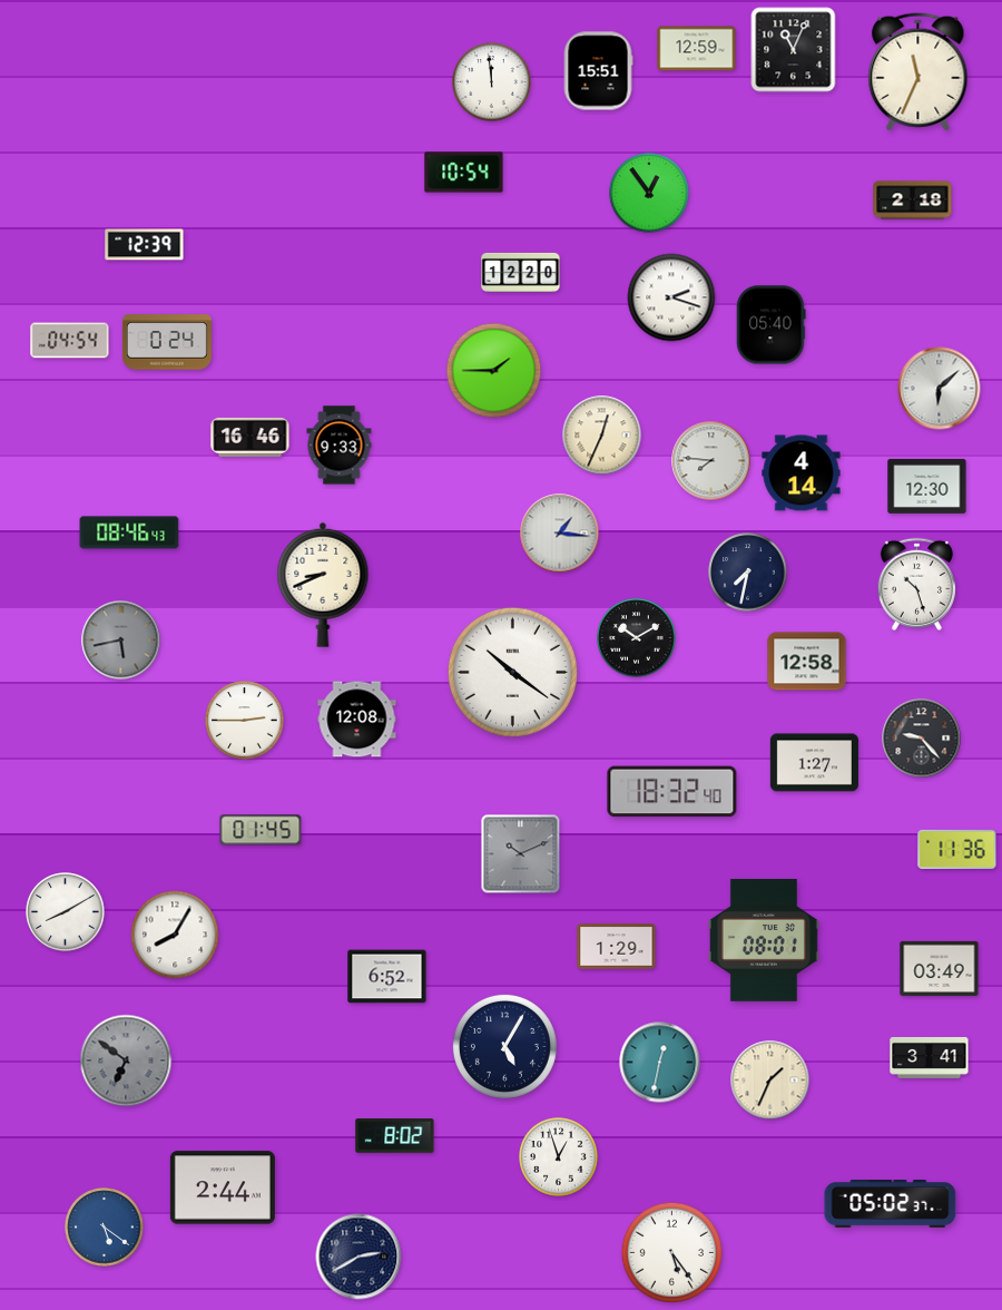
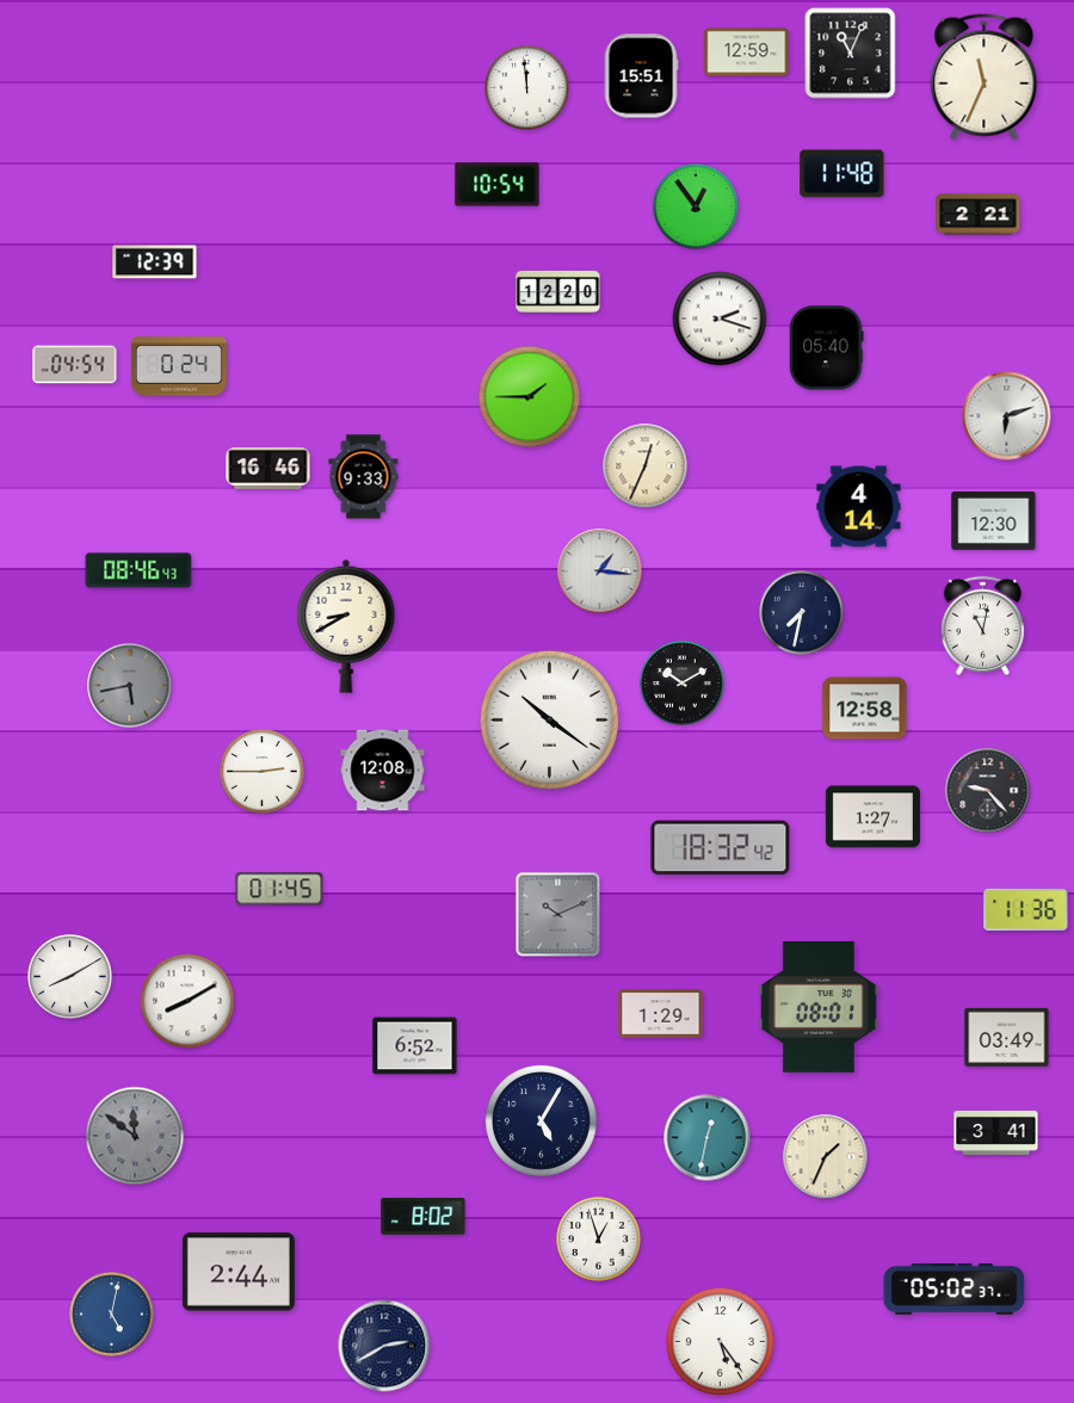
clock at (842, 174): none -> 11:48
clock at (913, 201): 2:18 -> 2:21
clock at (940, 389): 6:08 -> 6:12
clock at (711, 461): 7:46 -> none
clock at (916, 584): 10:27 -> 11:02
clock at (323, 585): 8:41 -> 8:40
clock at (672, 792): 18:32:40 -> 18:32:42
clock at (175, 935): 8:05 -> 8:10
clock at (126, 1060): 6:51 -> 11:51
clock at (105, 1228): 5:21 -> 5:02
